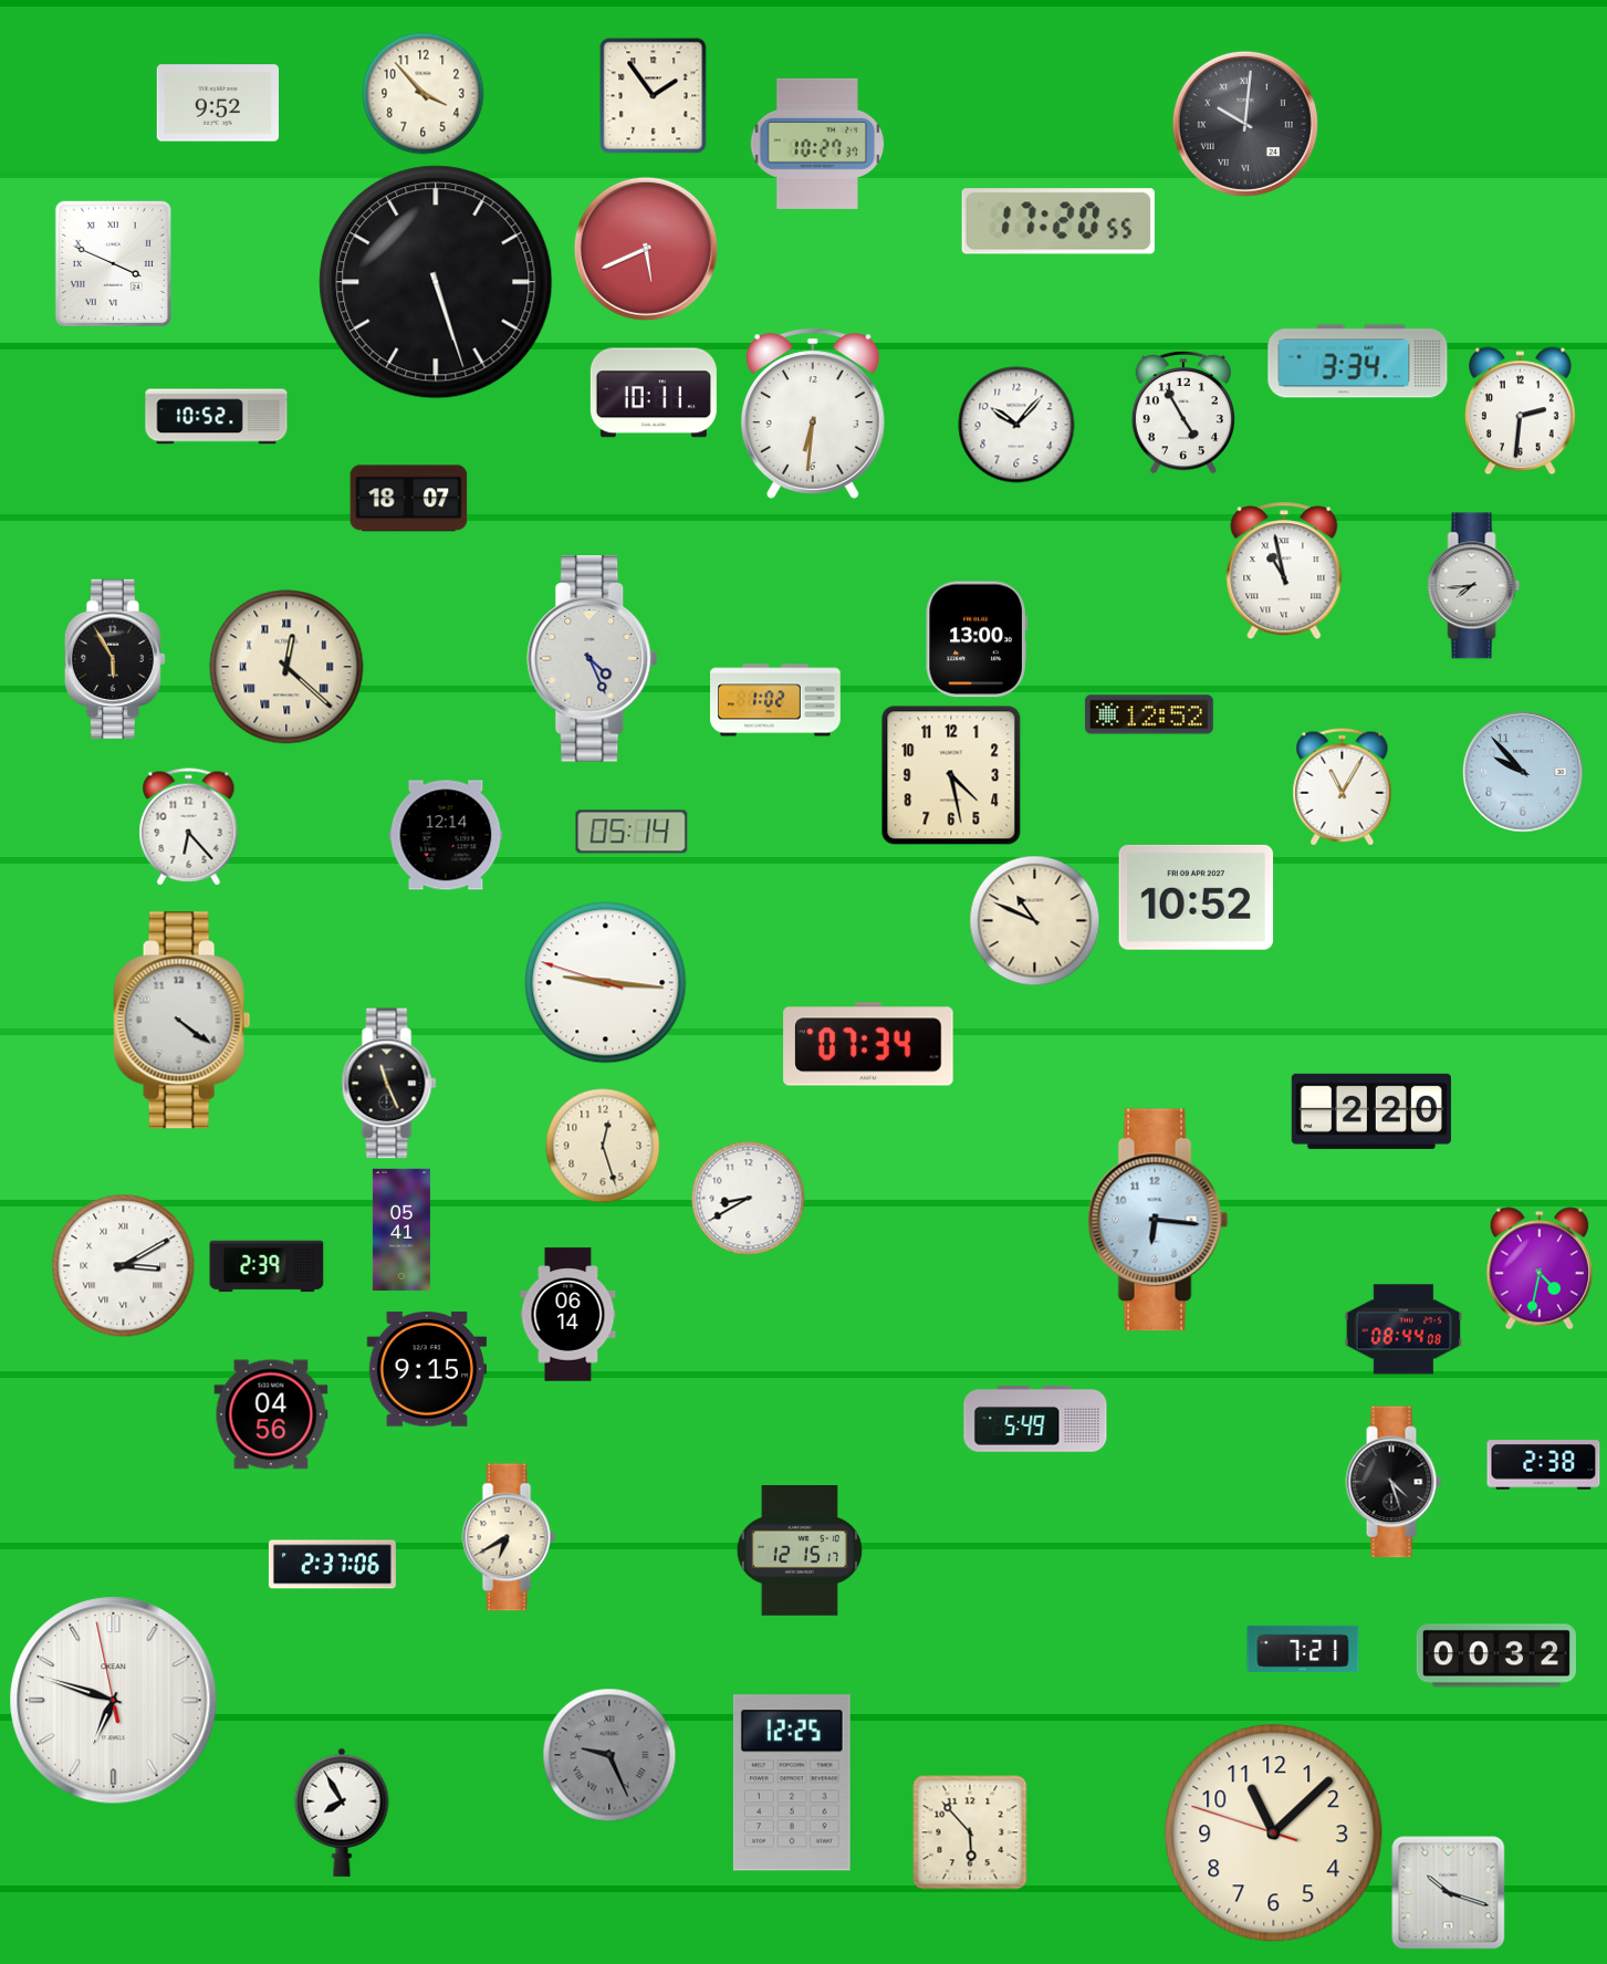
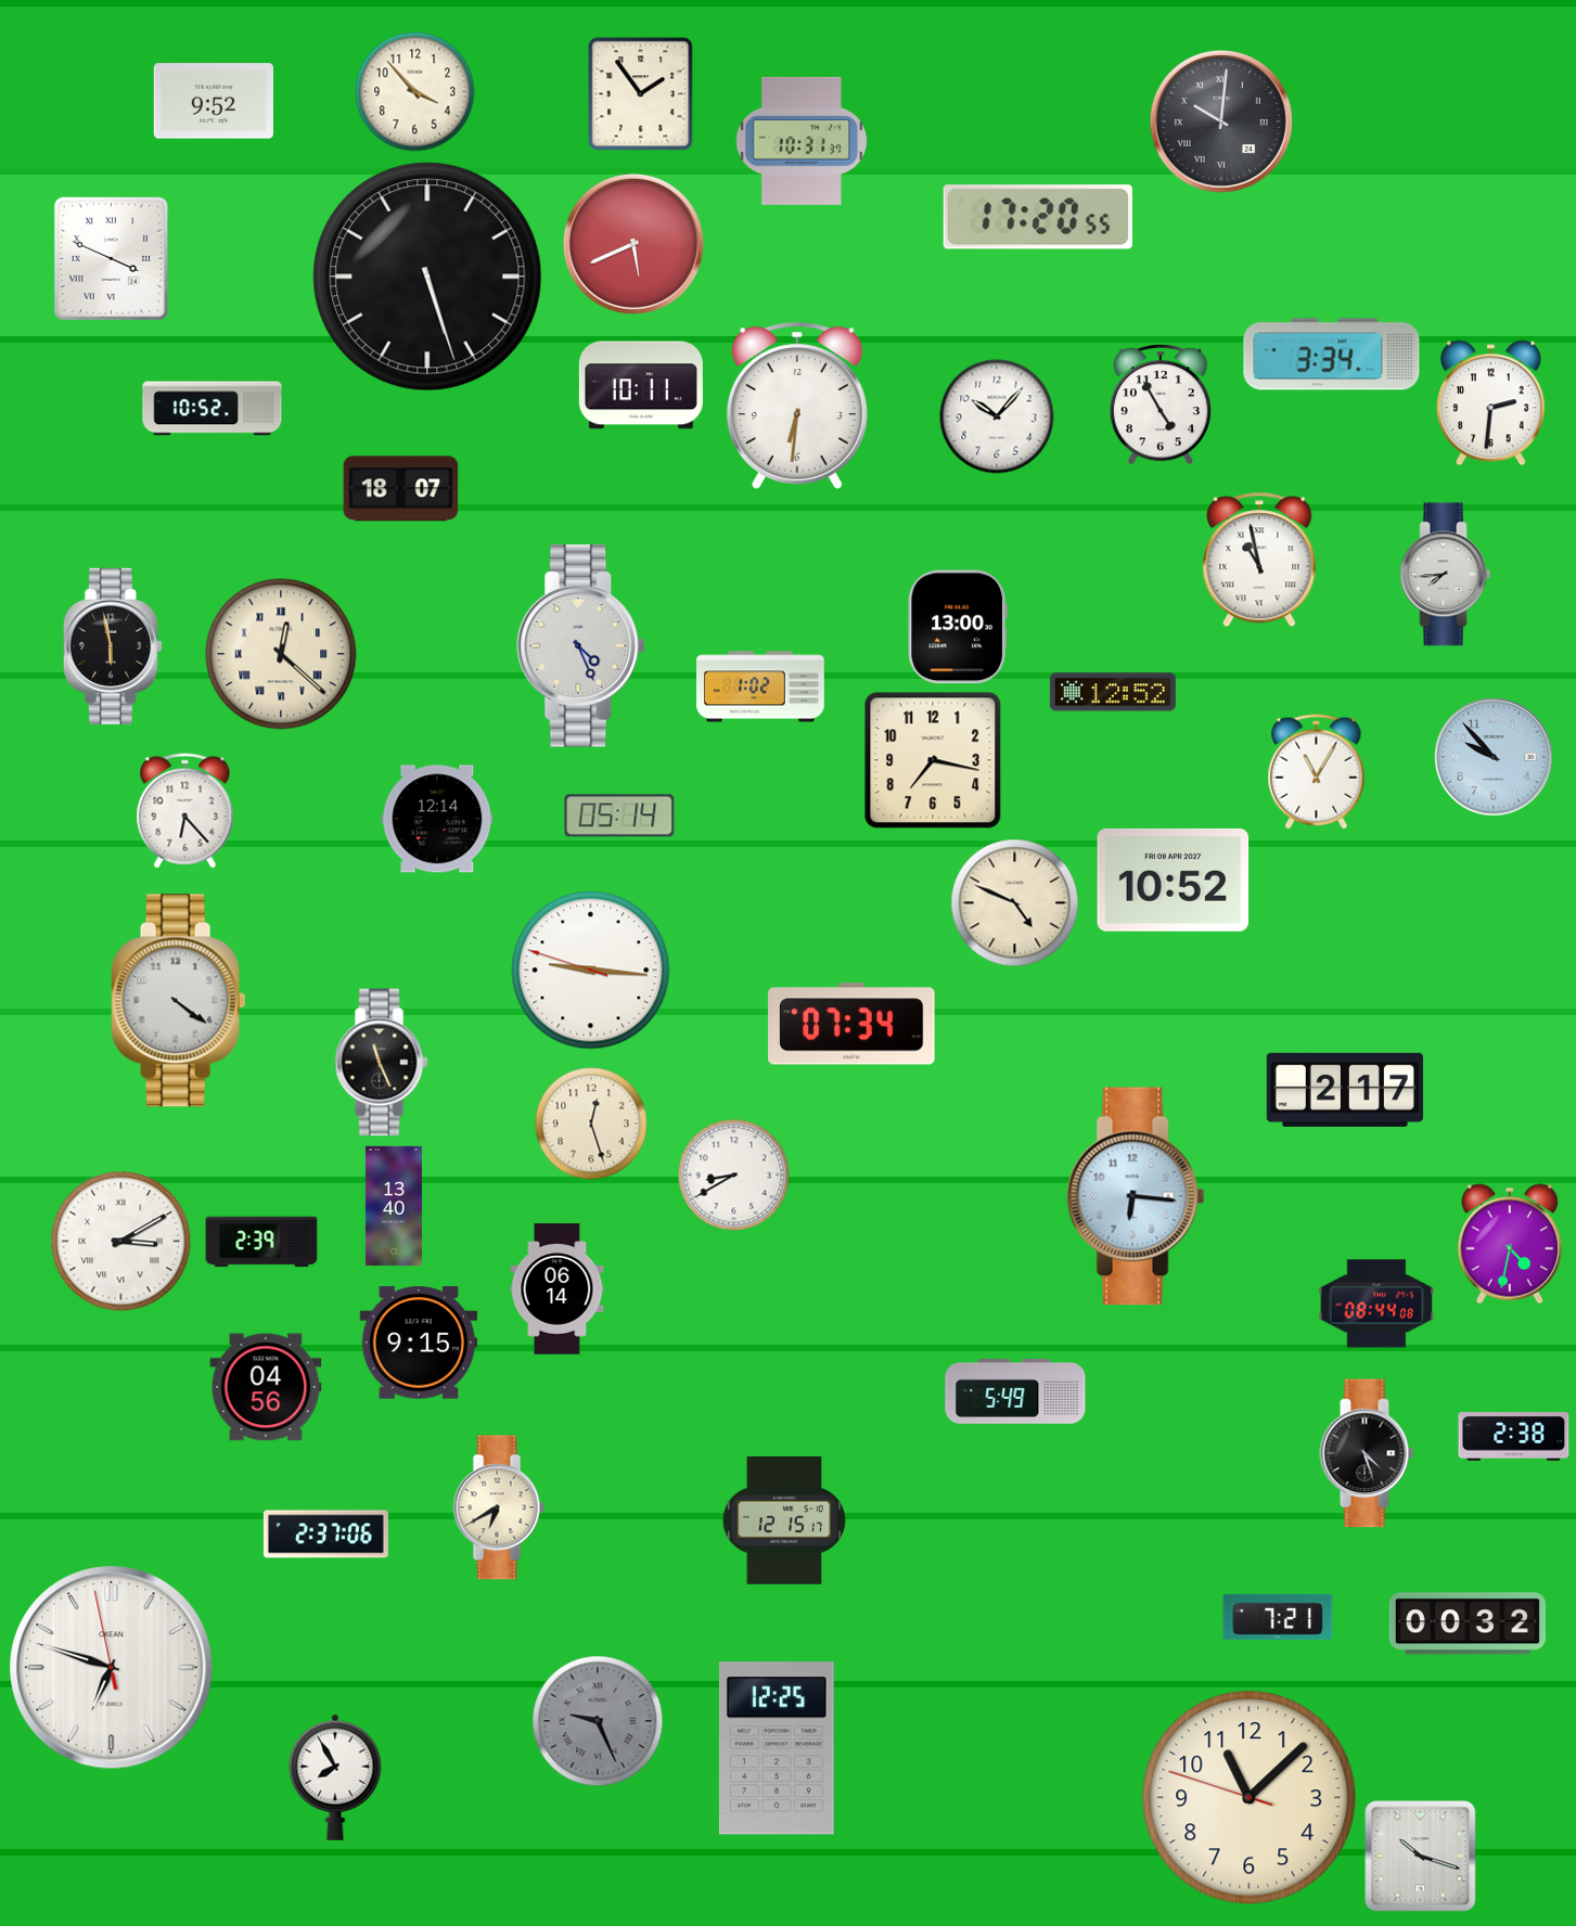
clock at (816, 144): 10:27 -> 10:31
clock at (115, 659): 5:55 -> 5:58
clock at (1149, 714) position: (1149, 714) -> (1113, 692)
clock at (951, 775): 4:28 -> 7:17
clock at (1035, 921): 10:49 -> 4:49
clock at (606, 983) position: (606, 983) -> (591, 971)
clock at (1371, 1111): 2:20 -> 2:17
clock at (401, 1230): 05:41 -> 13:40
clock at (970, 1832): 5:53 -> none
